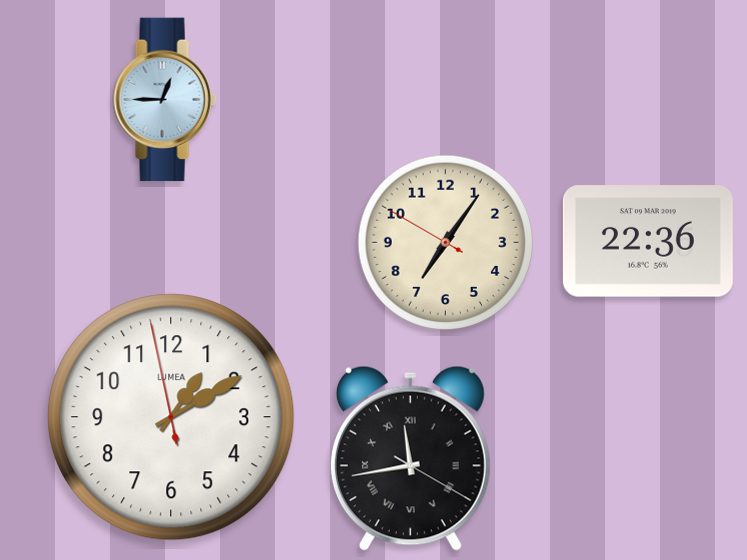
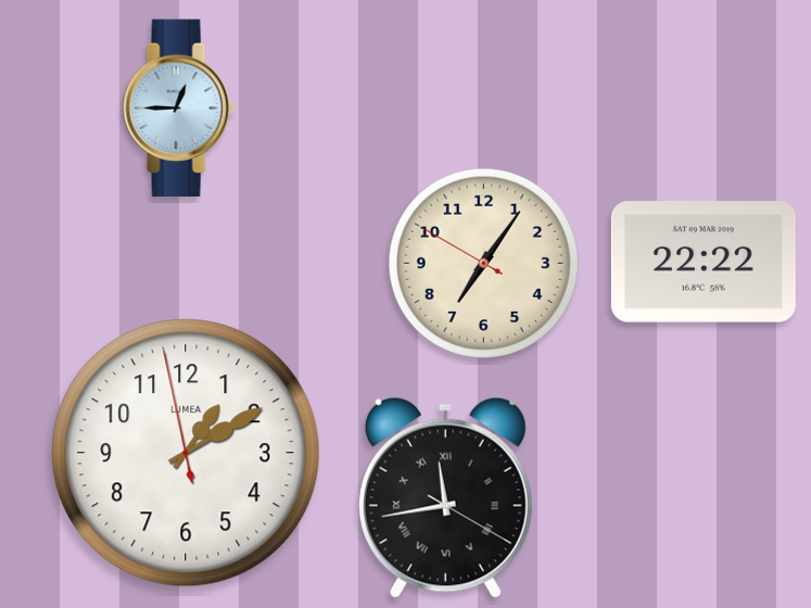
clock at (648, 241): 22:36 -> 22:22
